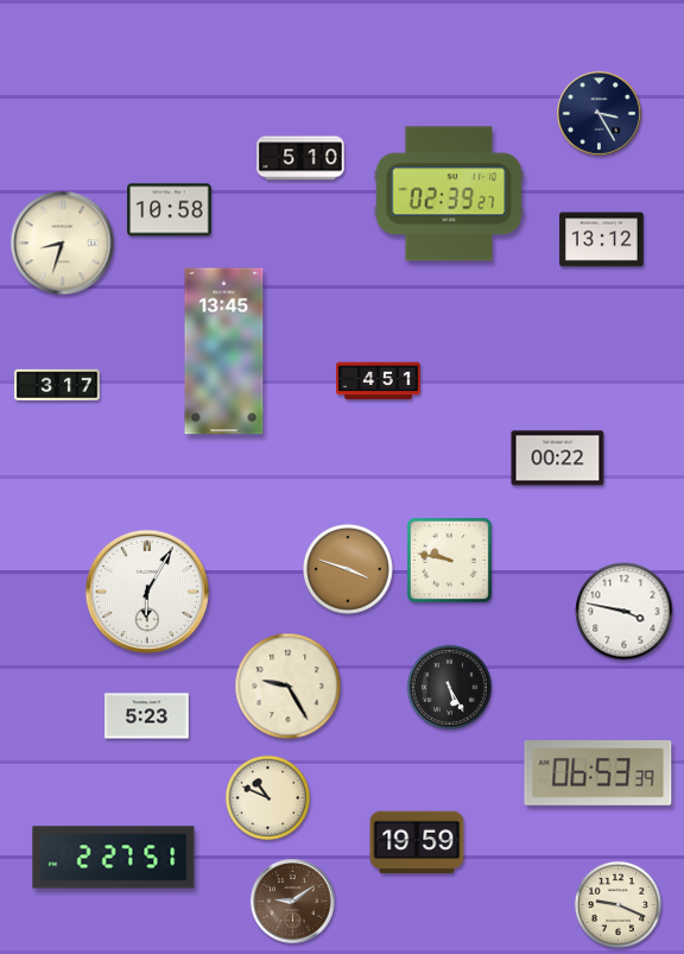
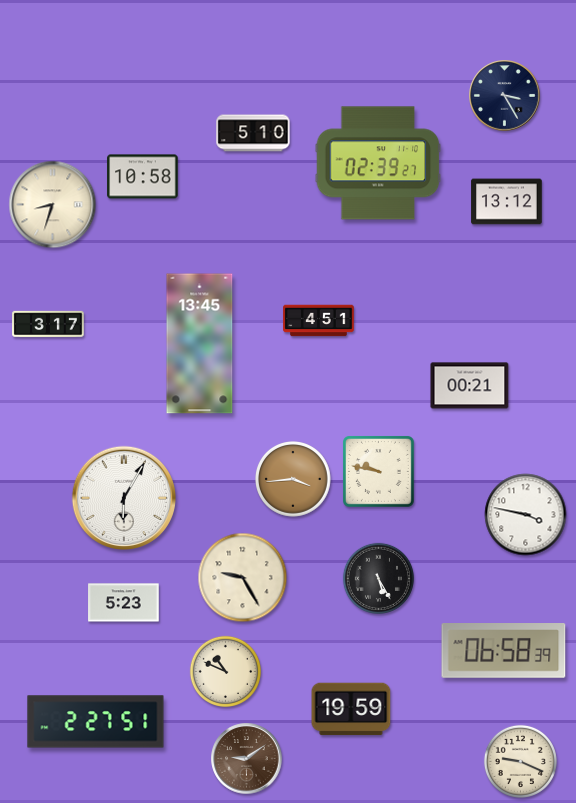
clock at (224, 352) position: (224, 352) -> (200, 344)
clock at (558, 459): 00:22 -> 00:21
clock at (349, 570): 3:48 -> 3:44
clock at (598, 773): 06:53 -> 06:58
